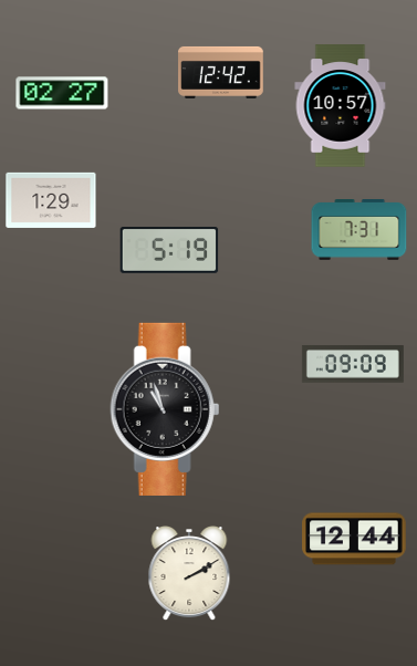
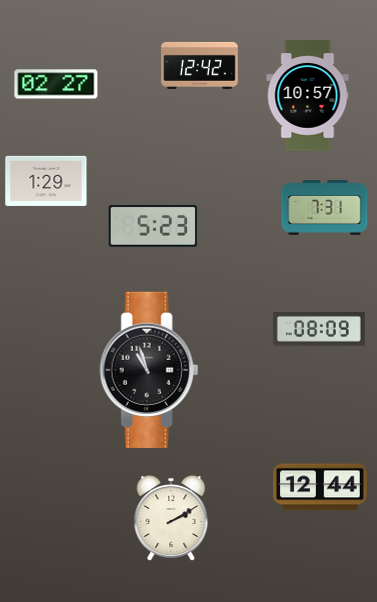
clock at (169, 251): 5:19 -> 5:23
clock at (353, 365): 09:09 -> 08:09
